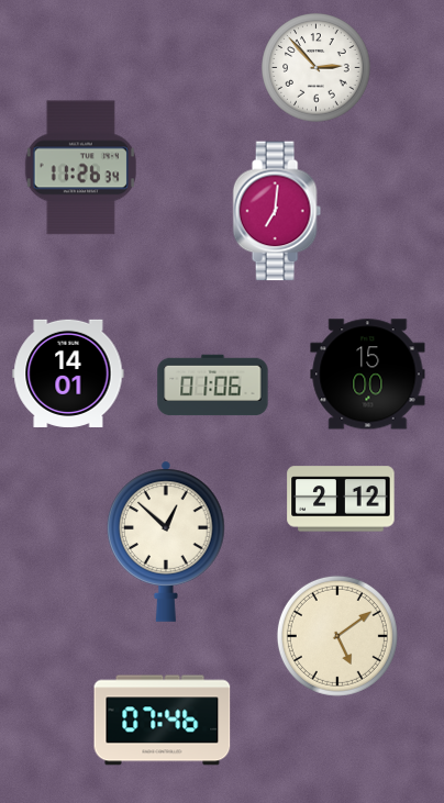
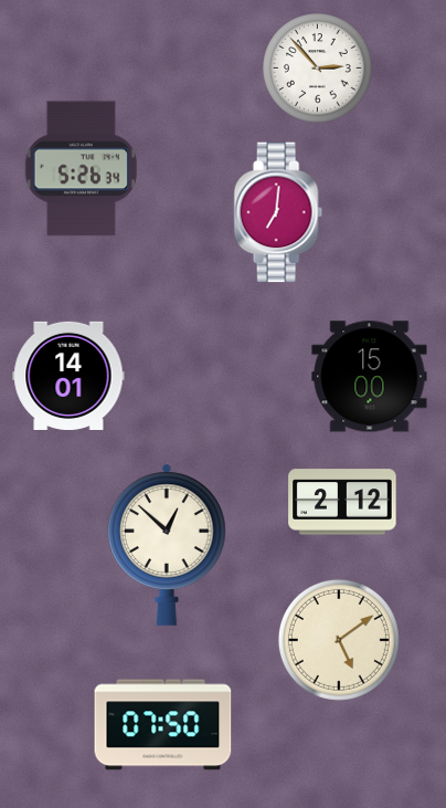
clock at (80, 168): 11:26 -> 5:26
clock at (213, 386): 01:06 -> none
clock at (163, 721): 07:46 -> 07:50
